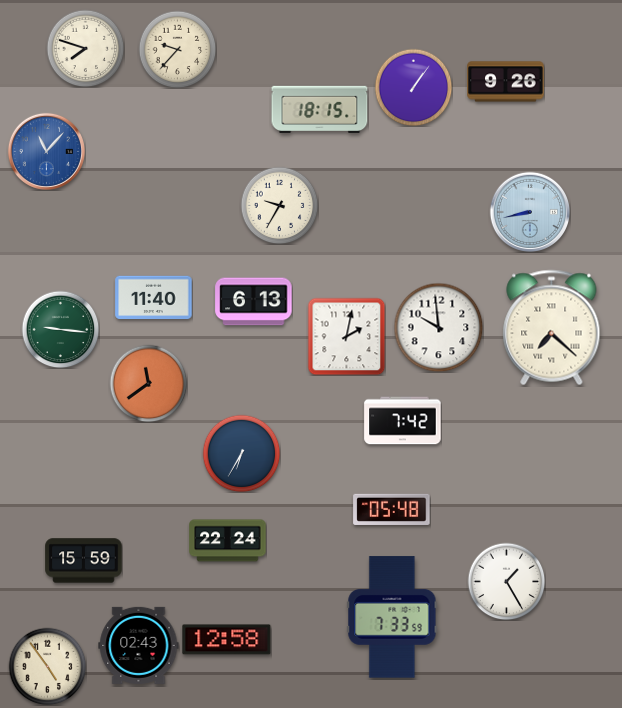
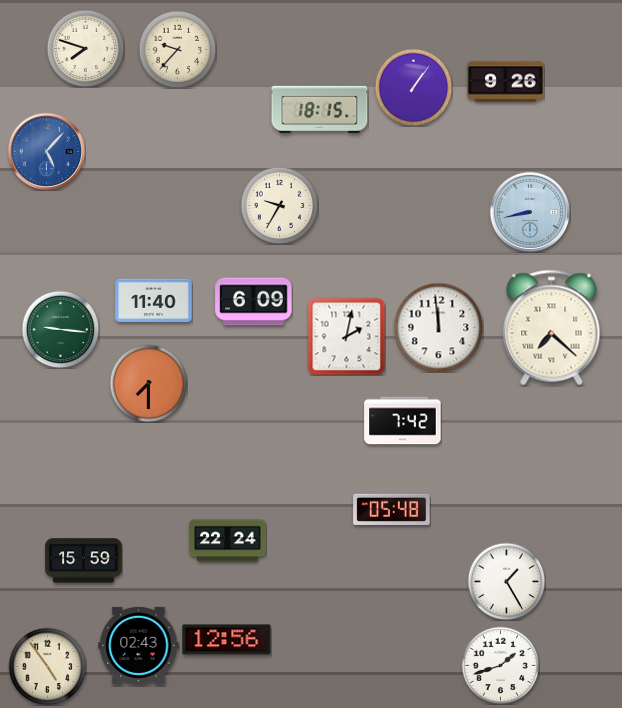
clock at (46, 151): 11:07 -> 5:07
clock at (154, 298) position: (154, 298) -> (154, 301)
clock at (254, 302): 6:13 -> 6:09
clock at (438, 327): 9:59 -> 11:59
clock at (148, 383): 11:39 -> 7:30
clock at (241, 453): 6:35 -> none
clock at (392, 617): 7:33 -> none
clock at (227, 640): 12:58 -> 12:56
clock at (500, 665): none -> 1:42
